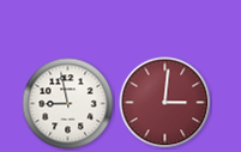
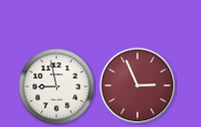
clock at (165, 103): 3:01 -> 2:56
